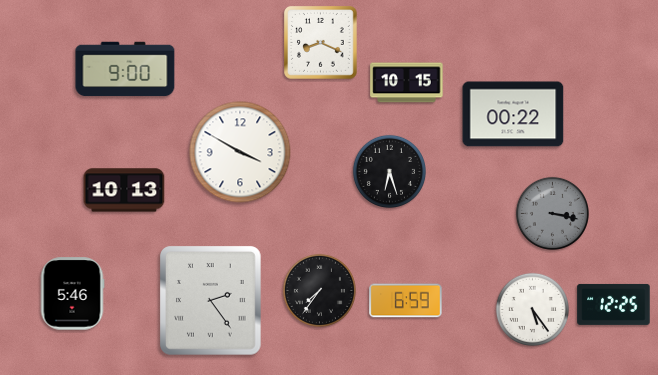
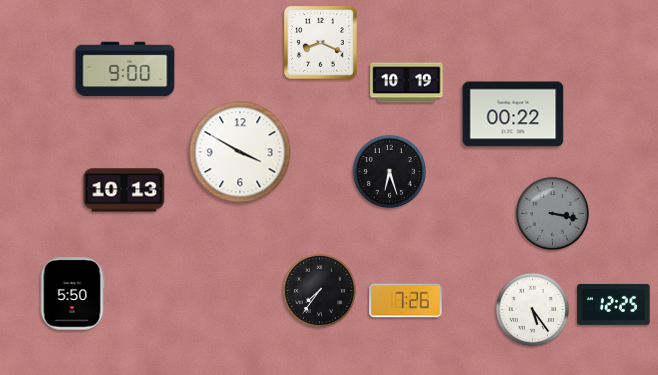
clock at (407, 83): 10:15 -> 10:19
clock at (72, 294): 5:46 -> 5:50
clock at (211, 301): 2:24 -> none
clock at (406, 301): 6:59 -> 7:26
